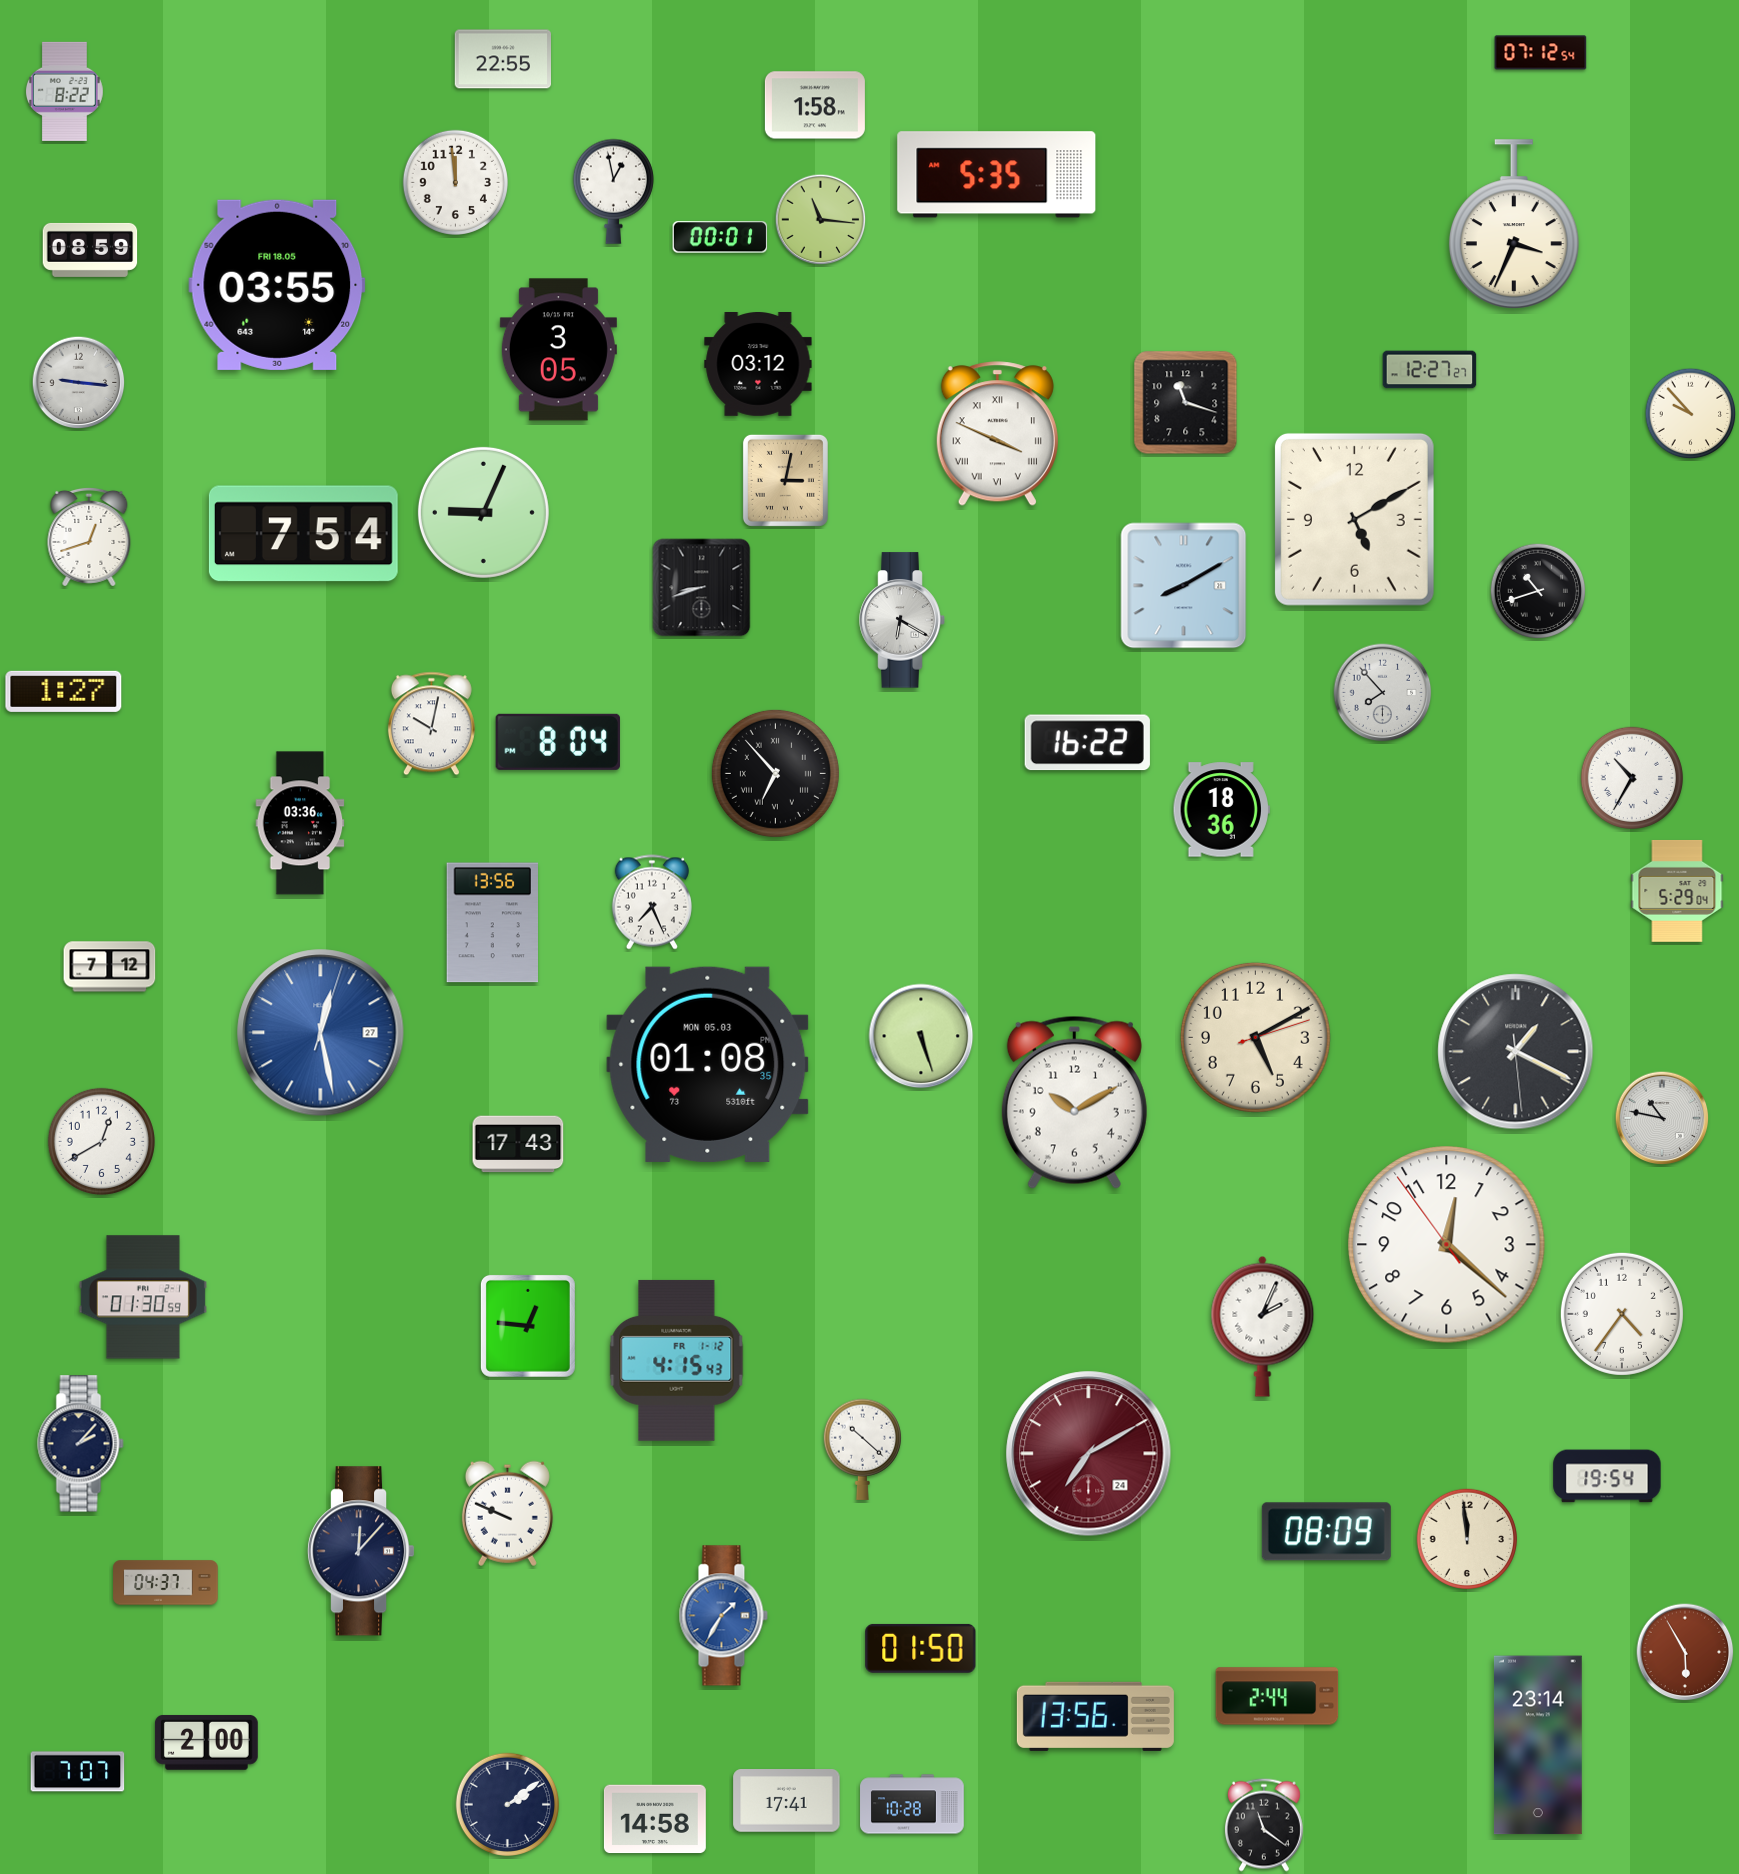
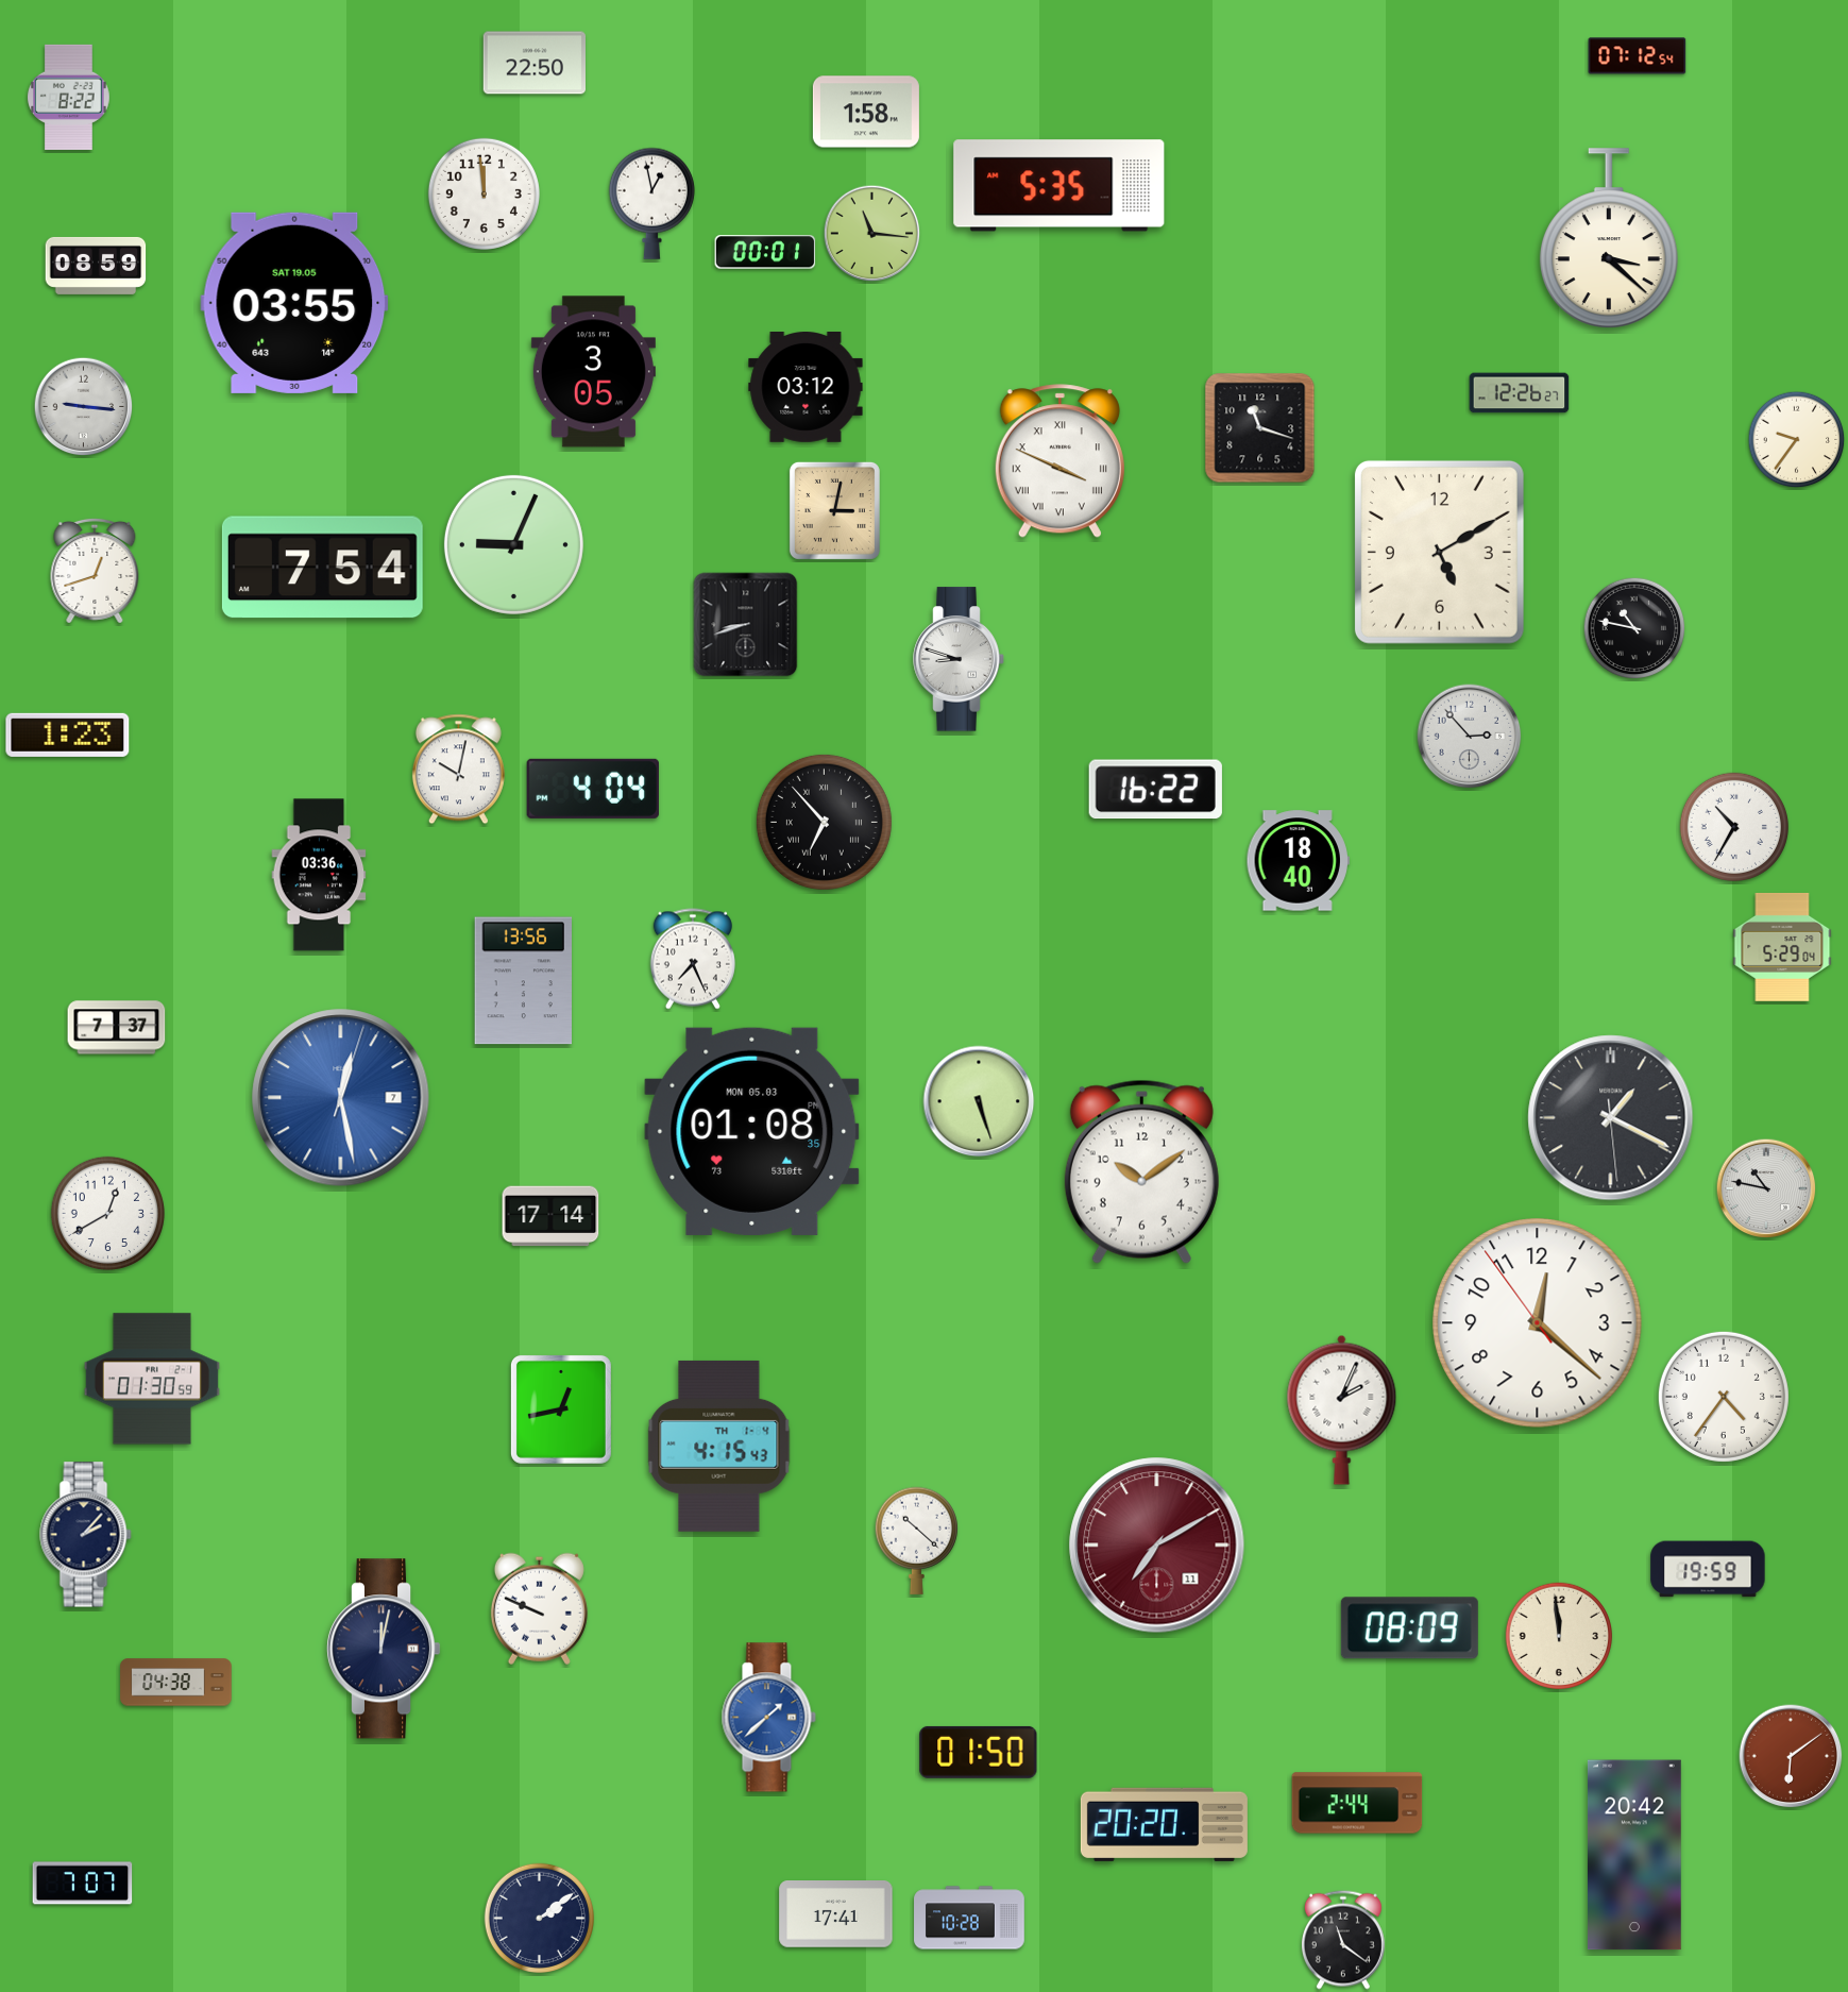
clock at (503, 59): 22:55 -> 22:50
clock at (1514, 224): 3:34 -> 3:22
clock at (277, 285) date: FRI 18.05 -> SAT 19.05
clock at (1430, 370): 12:27 -> 12:26
clock at (1691, 414): 9:53 -> 9:36
clock at (1184, 586): 8:10 -> none
clock at (1538, 591): 10:42 -> 10:47
clock at (902, 620): 6:20 -> 8:48
clock at (64, 691): 1:27 -> 1:23
clock at (1383, 693): 7:53 -> 2:53
clock at (558, 742): 8:04 -> 4:04
clock at (1221, 810): 18:36 -> 18:40
clock at (110, 967): 7:12 -> 7:37
clock at (321, 1033) date: 27 -> 7
clock at (1255, 1037): 5:10 -> none
clock at (1074, 1102): 10:10 -> 10:09
clock at (518, 1144): 17:43 -> 17:14
clock at (528, 1326): 12:46 -> 12:43
clock at (677, 1360) date: FR 1-12 -> TH 1-4
clock at (1089, 1454) date: 24 -> 11
clock at (1607, 1476): 19:54 -> 19:59
clock at (361, 1551): 12:07 -> 12:02
clock at (166, 1583): 04:37 -> 04:38
clock at (723, 1616): 1:35 -> 1:38
clock at (1685, 1652): 5:55 -> 6:09
clock at (1095, 1716): 13:56 -> 20:20
clock at (206, 1742): 2:00 -> none
clock at (1538, 1745): 23:14 -> 20:42
clock at (655, 1819): 14:58 -> none
